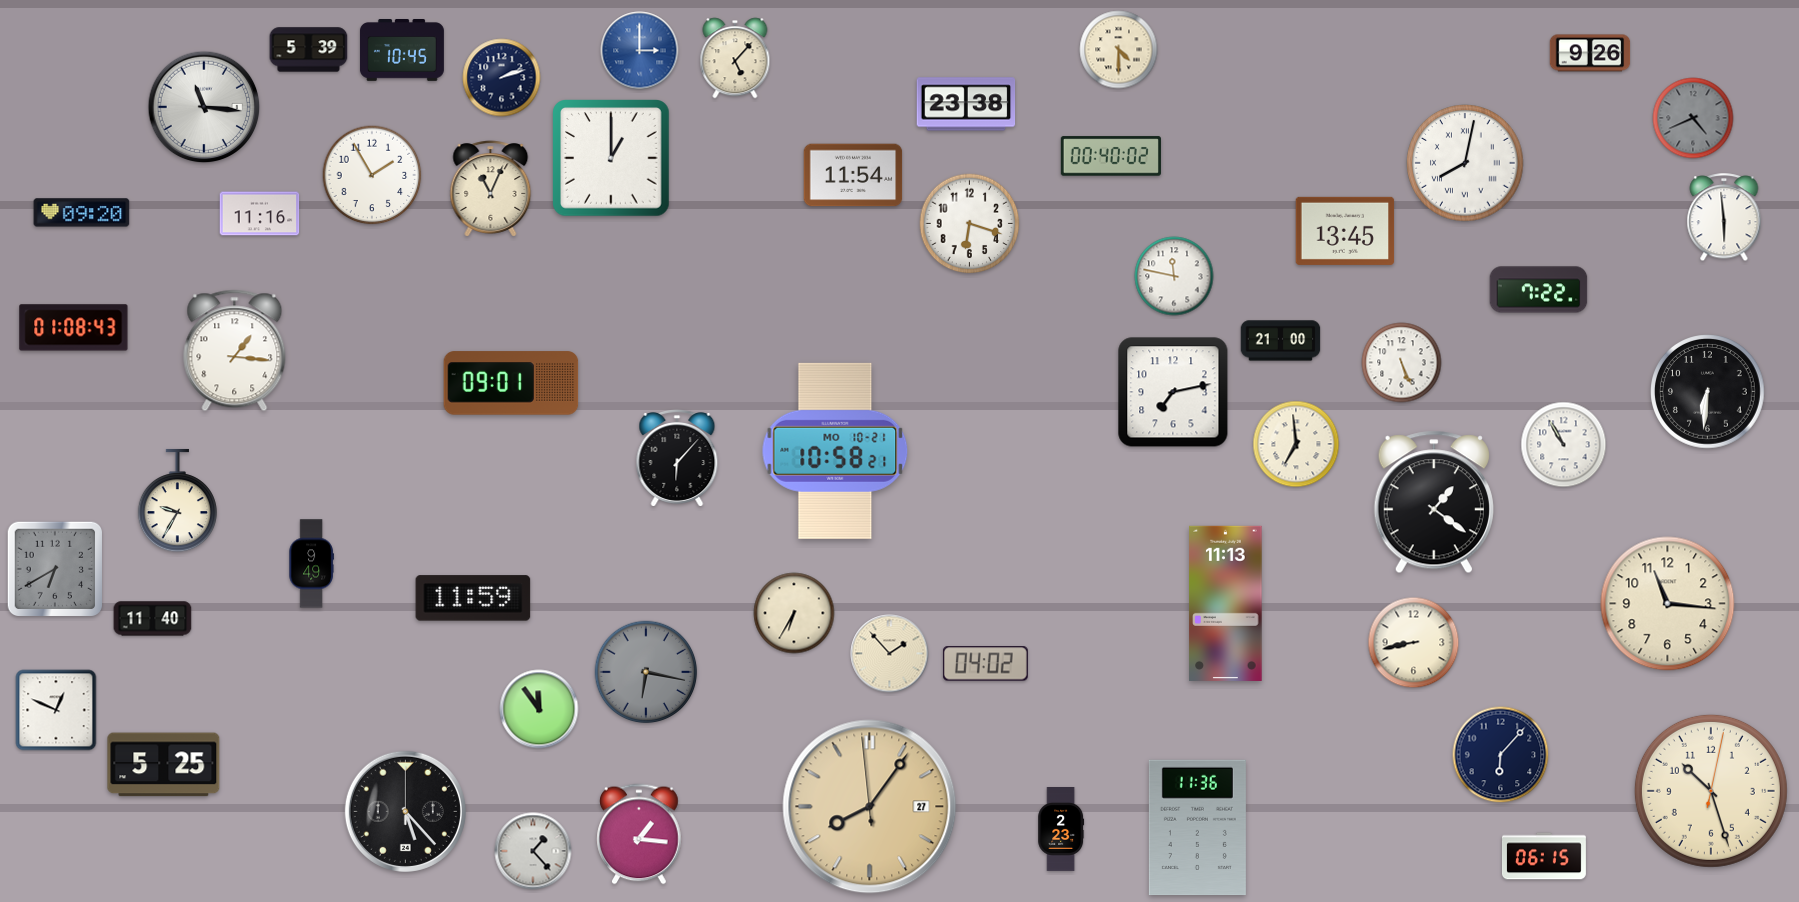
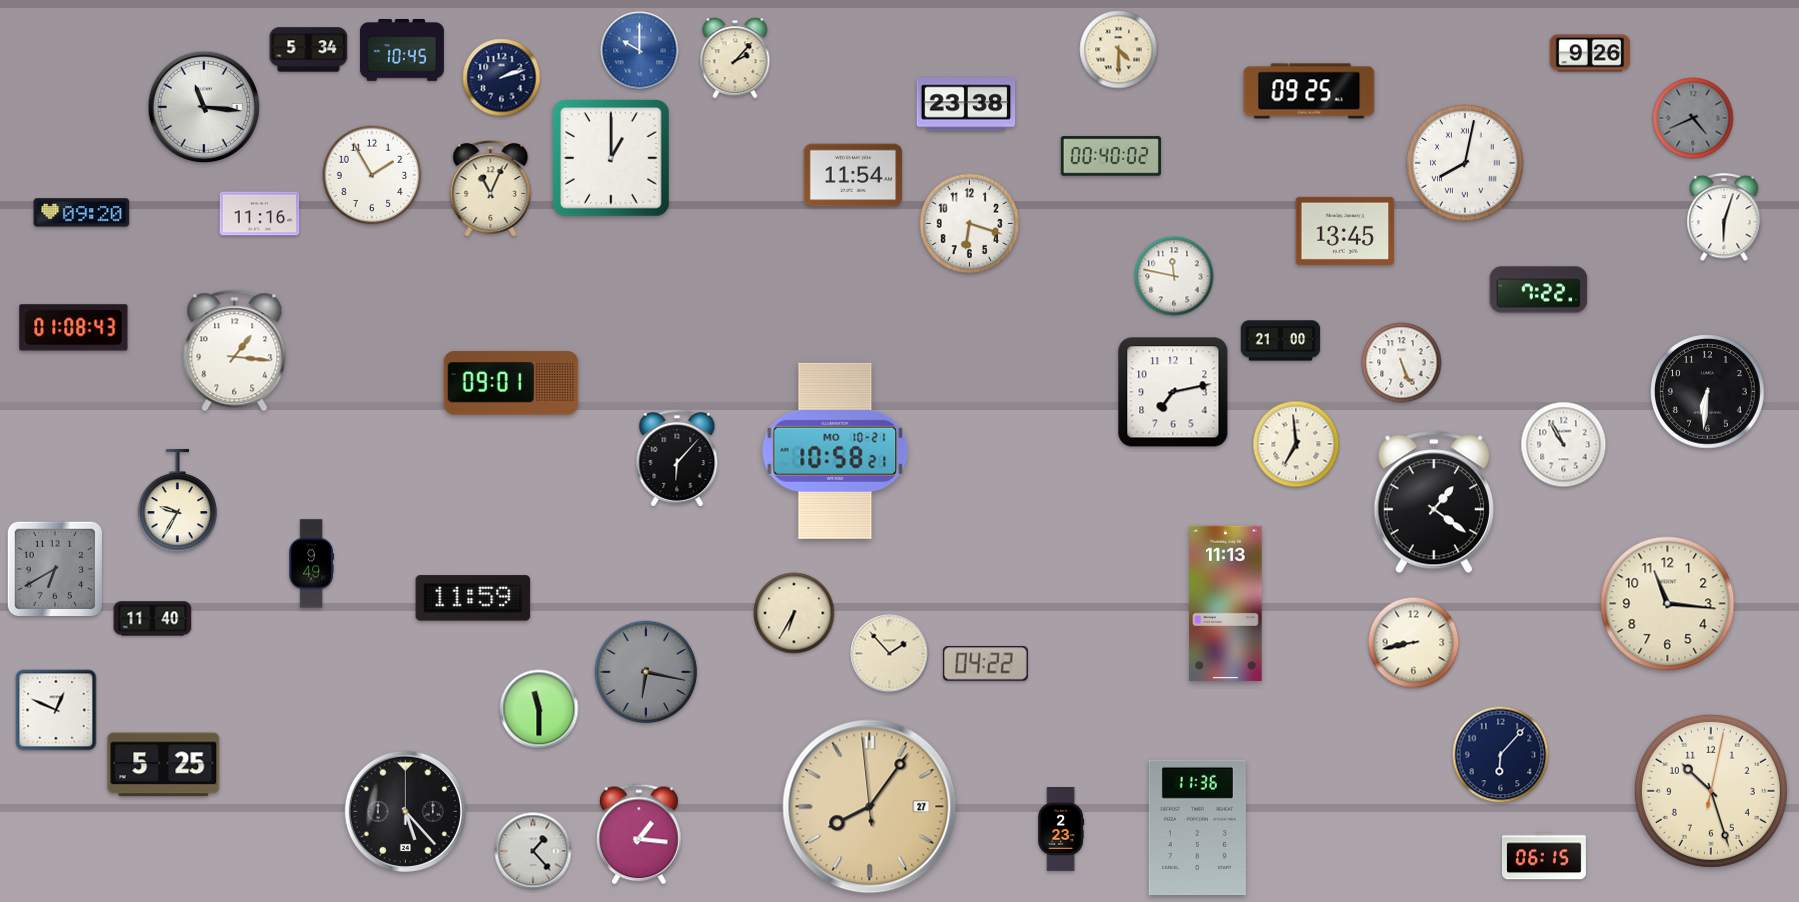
clock at (309, 50): 5:39 -> 5:34
clock at (640, 51): 3:00 -> 10:00
clock at (735, 58): 5:07 -> 2:07
clock at (1309, 91): none -> 09:25
clock at (1724, 218): 5:59 -> 6:03
clock at (985, 664): 04:02 -> 04:22
clock at (539, 709): 11:54 -> 11:30
